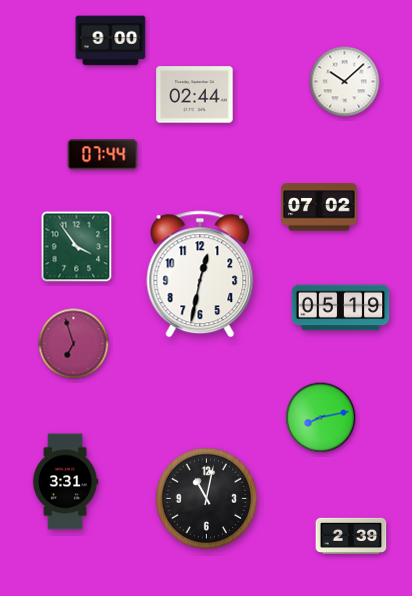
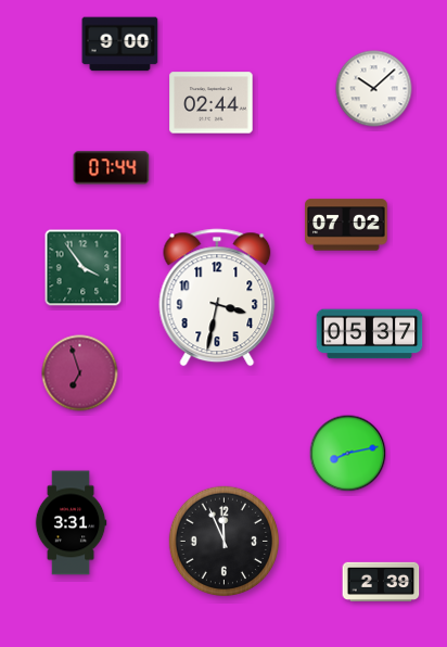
clock at (200, 274): 12:32 -> 3:32
clock at (341, 308): 05:19 -> 05:37
clock at (206, 498): 11:02 -> 11:56
